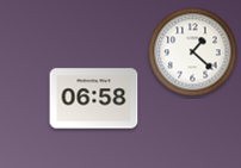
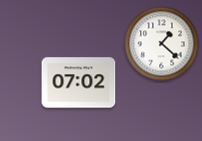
clock at (94, 99): 06:58 -> 07:02
